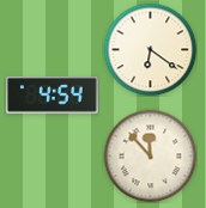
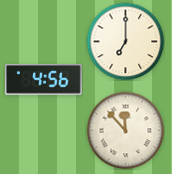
clock at (150, 49): 6:21 -> 7:00
clock at (53, 96): 4:54 -> 4:56
